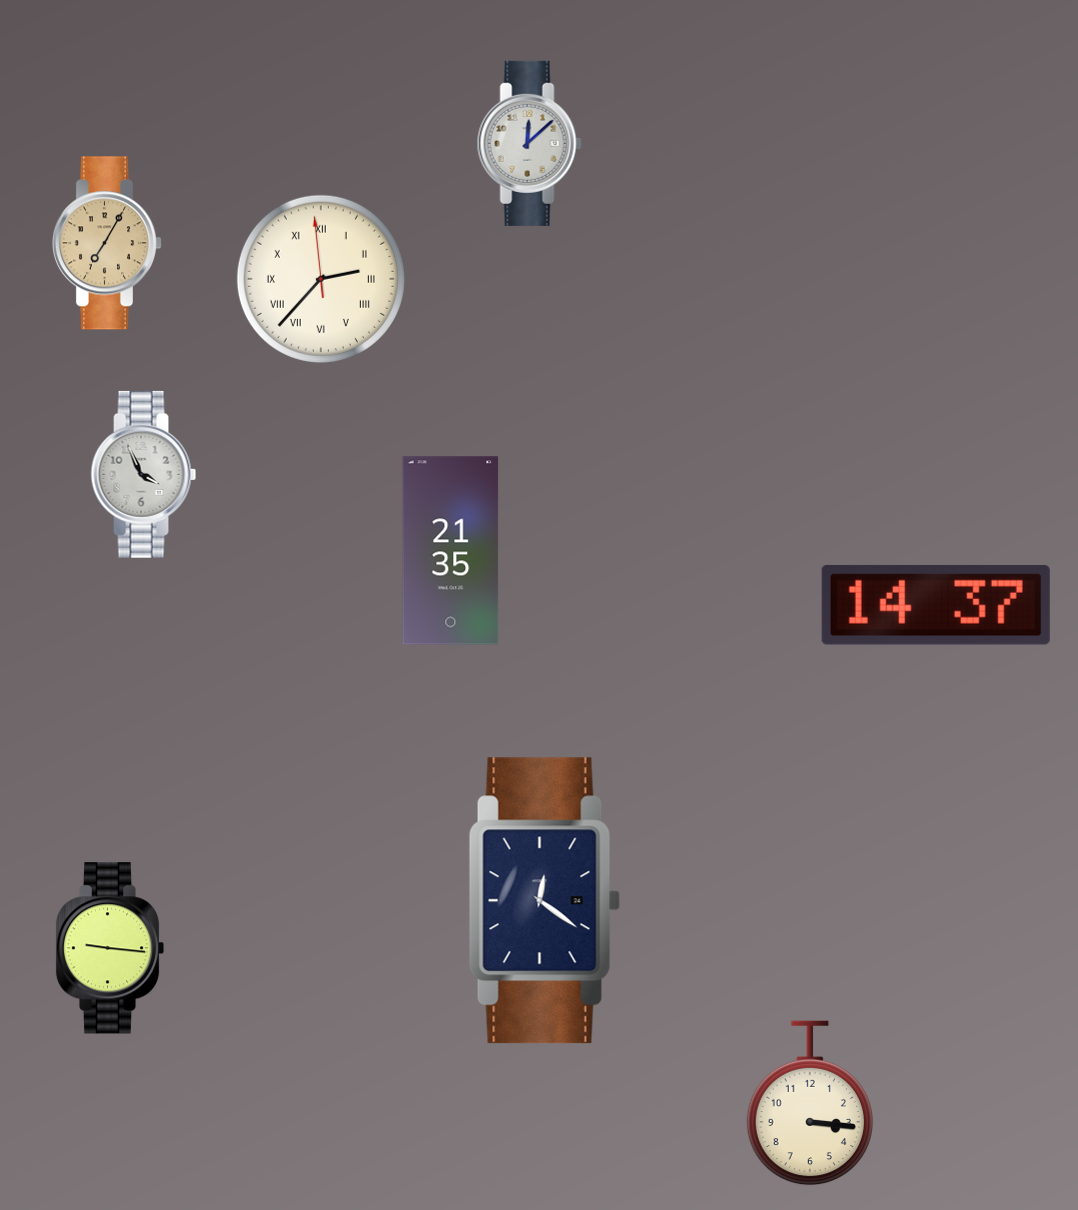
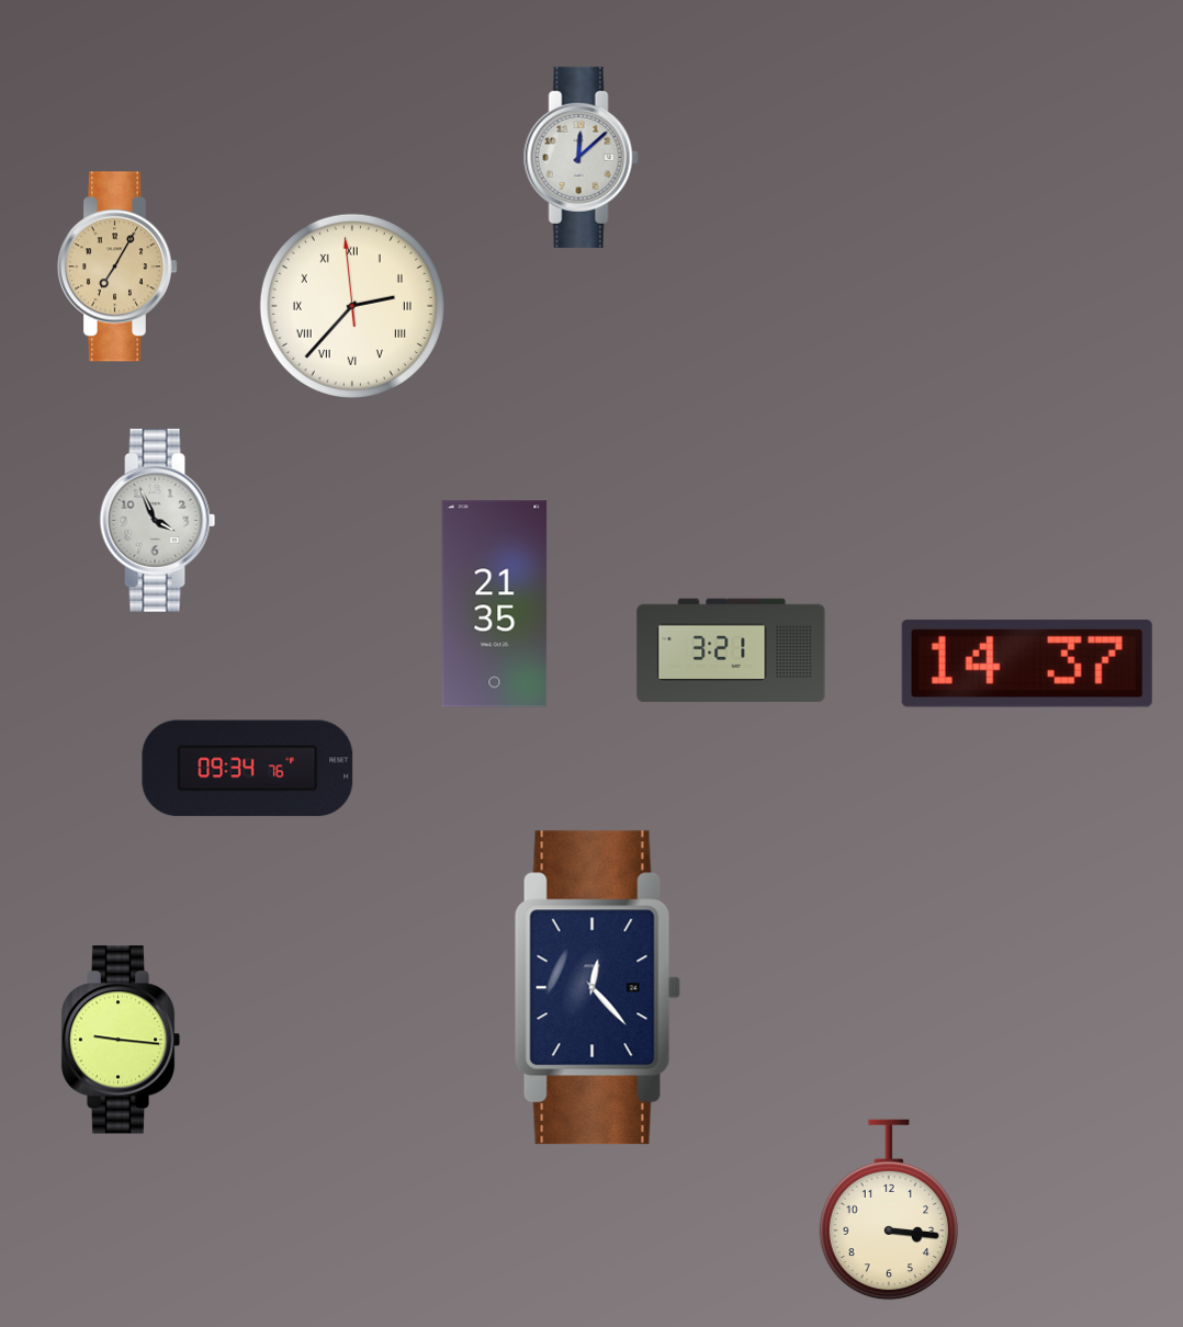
clock at (731, 650): none -> 3:21
clock at (248, 769): none -> 09:34
clock at (544, 901): 12:21 -> 12:23
